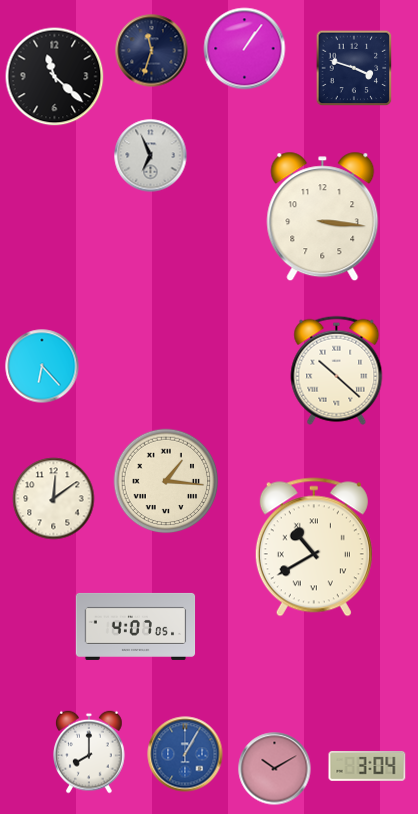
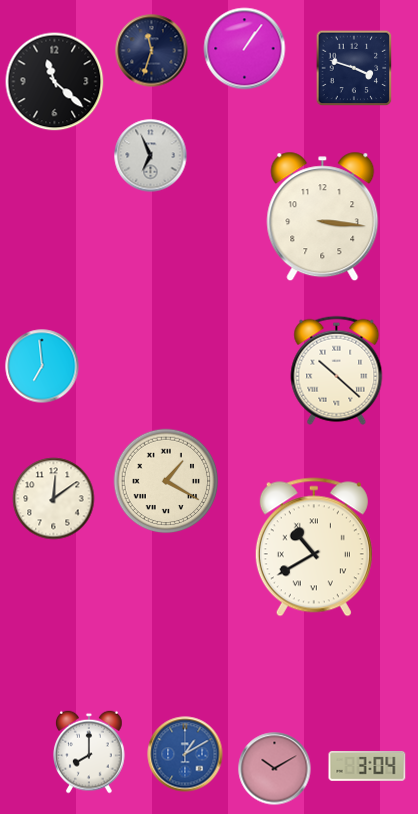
clock at (55, 77) position: (55, 77) -> (55, 82)
clock at (42, 366): 6:23 -> 6:59
clock at (166, 481): 1:16 -> 1:20
clock at (136, 626): 4:07 -> none
clock at (185, 754): 1:05 -> 1:10
